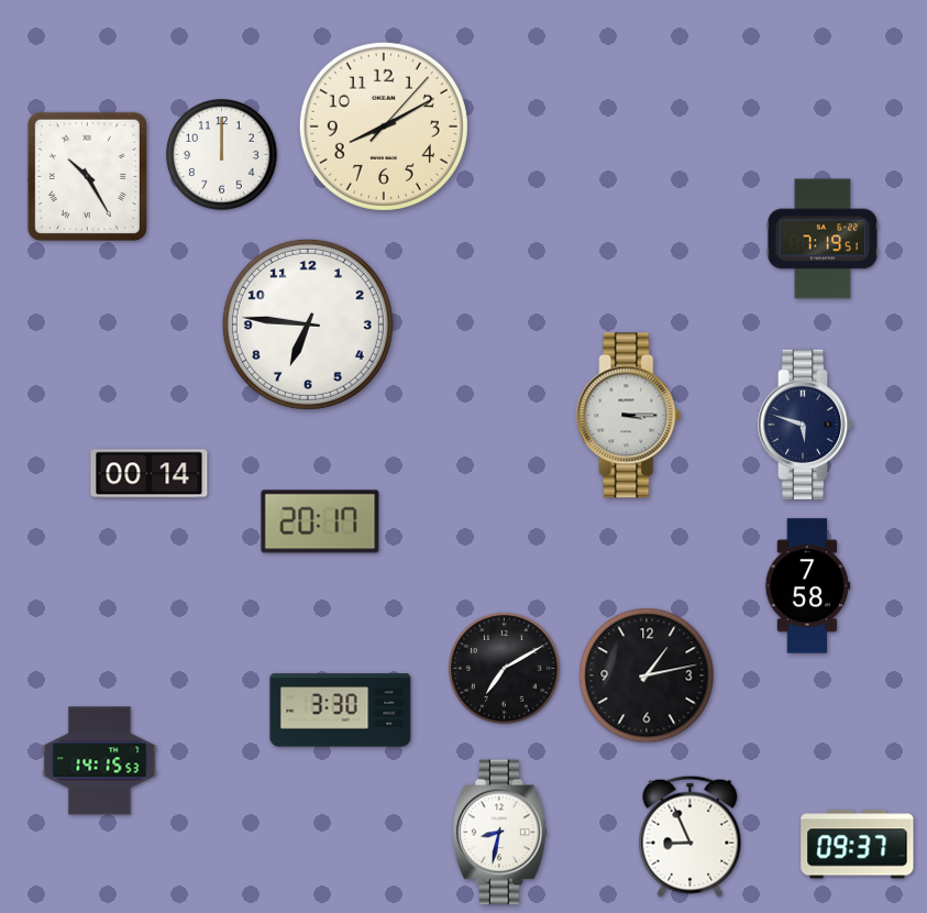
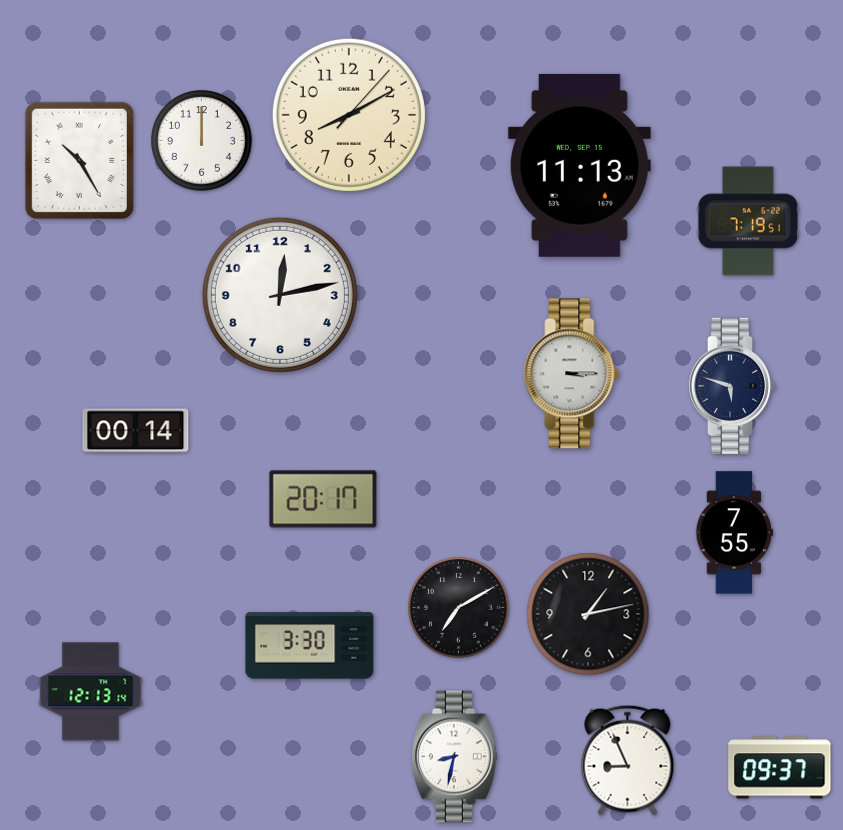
clock at (579, 165): none -> 11:13
clock at (823, 239) position: (823, 239) -> (748, 221)
clock at (308, 324): 6:46 -> 12:13
clock at (629, 416) position: (629, 416) -> (572, 374)
clock at (320, 521) position: (320, 521) -> (323, 499)
clock at (808, 586): 7:58 -> 7:55
clock at (100, 761): 14:15 -> 12:13
